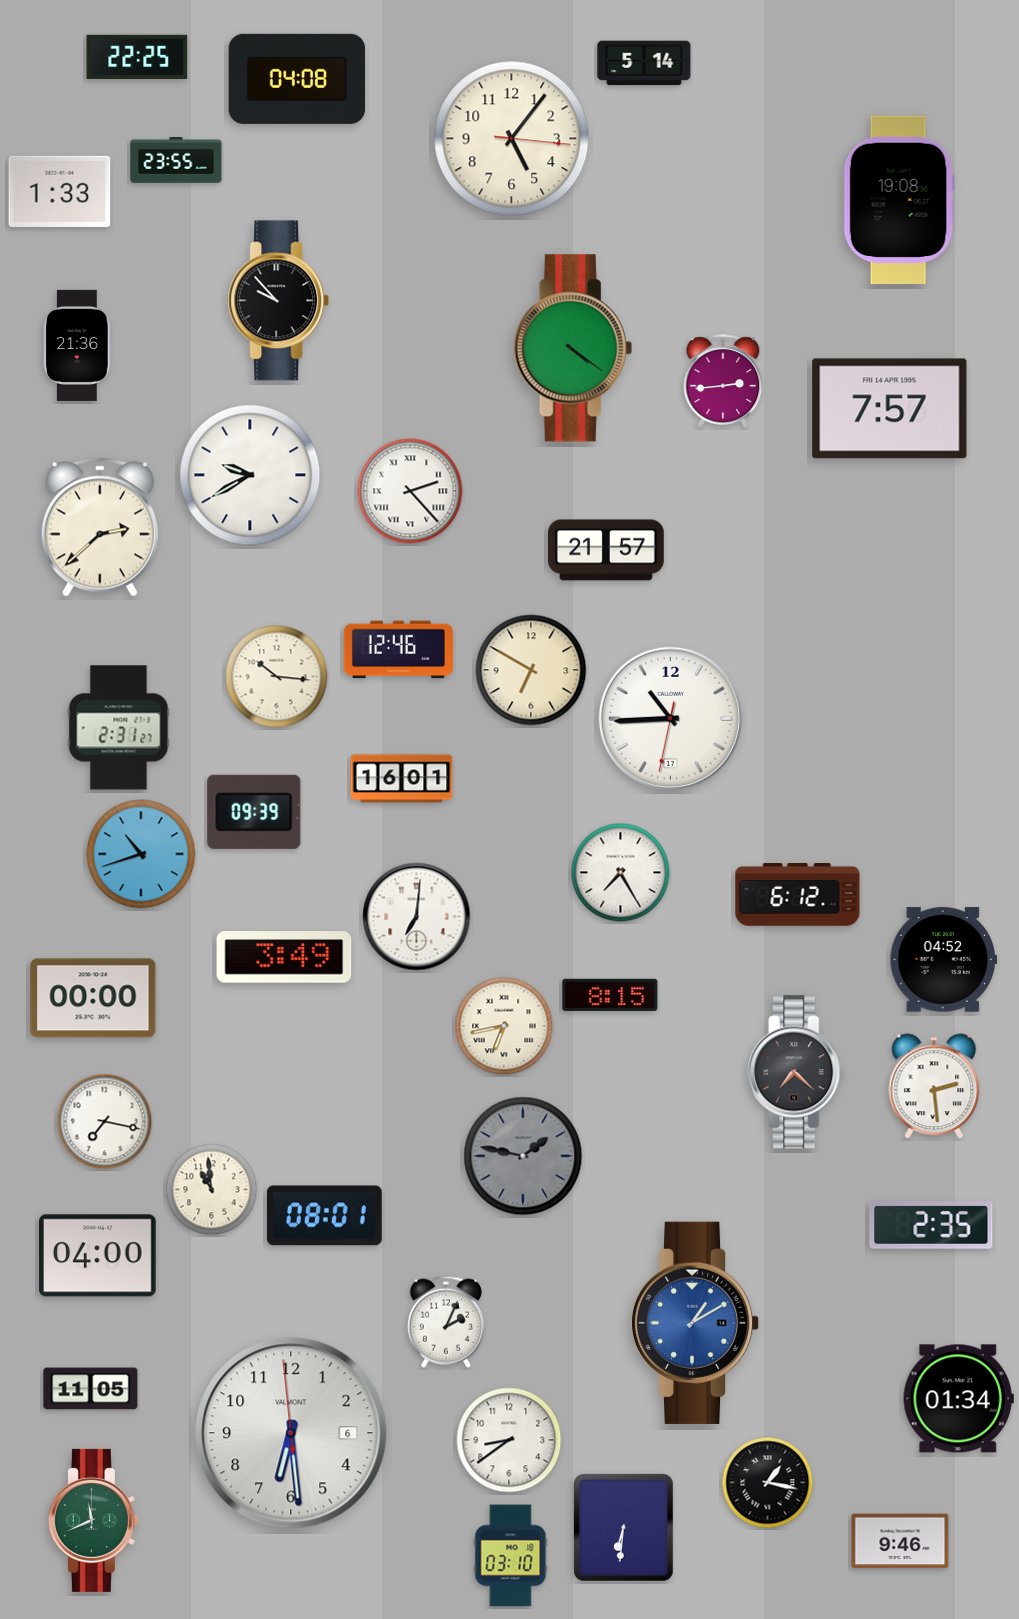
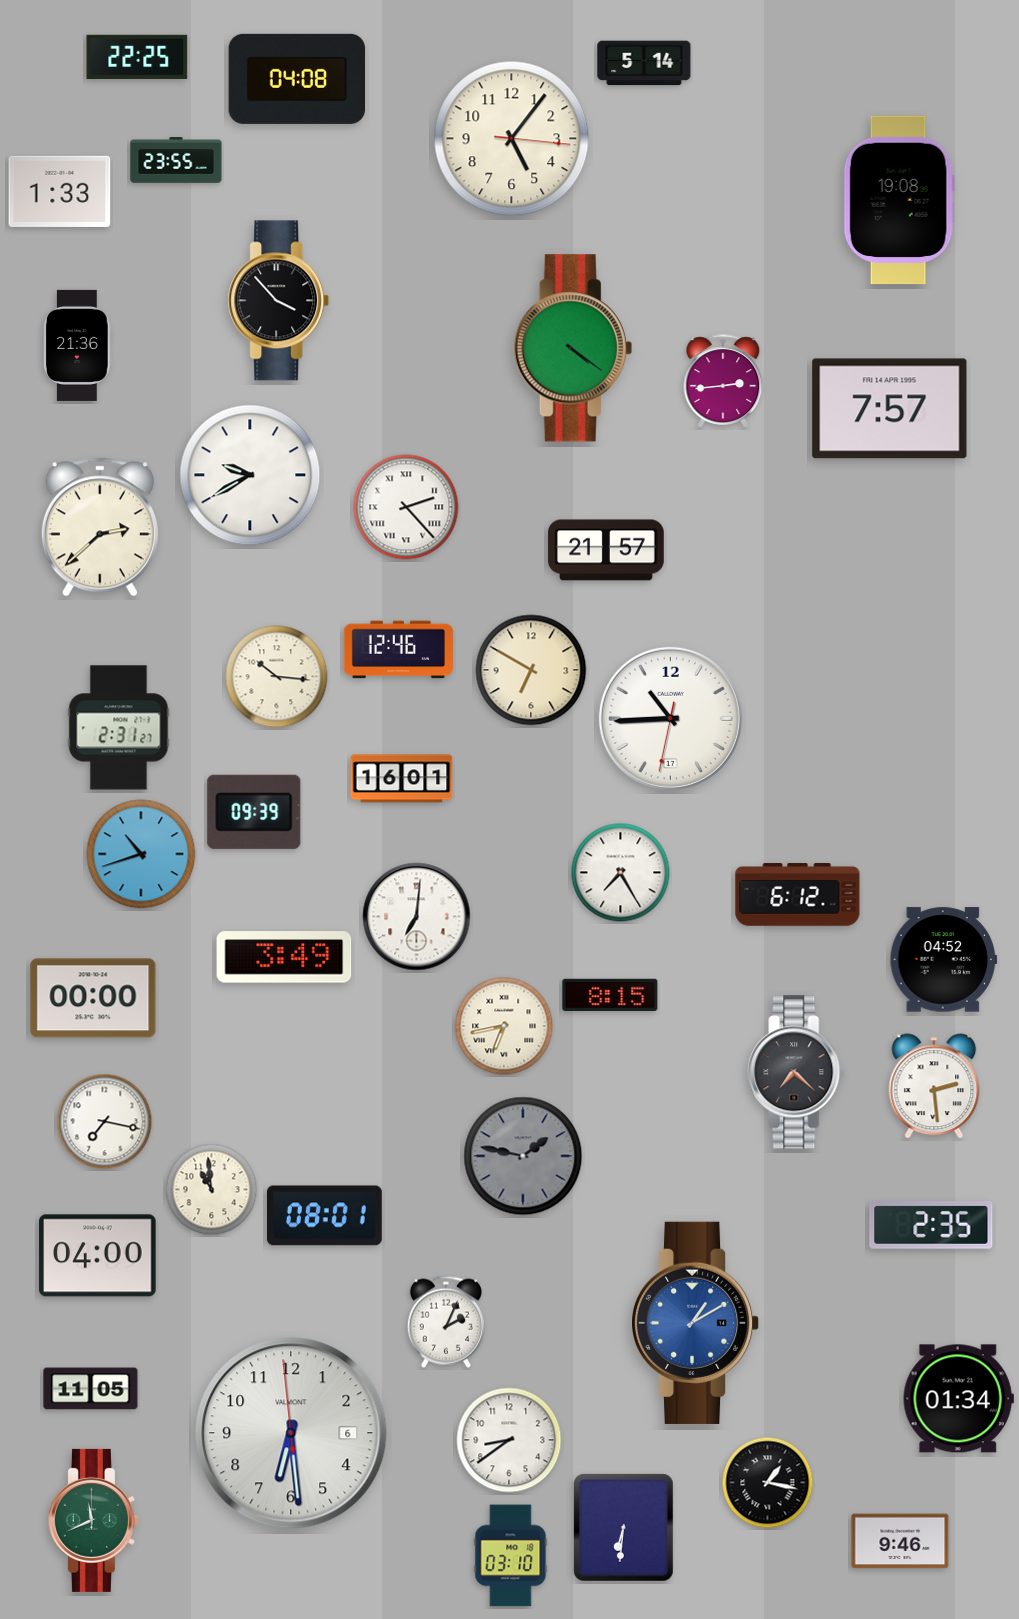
clock at (279, 301): 9:53 -> 3:53
clock at (410, 491) position: (410, 491) -> (406, 507)
